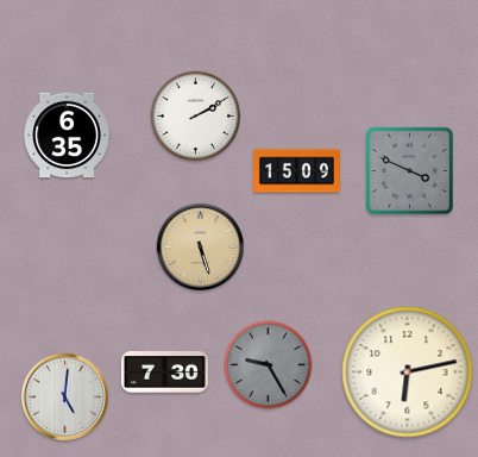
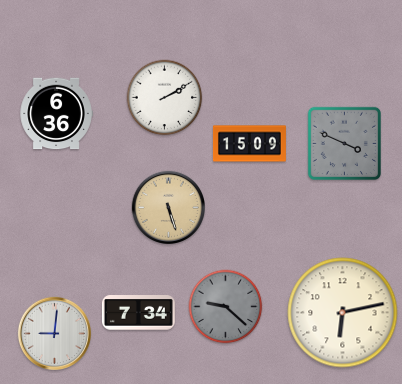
clock at (67, 136): 6:35 -> 6:36
clock at (269, 365): 9:25 -> 9:22
clock at (164, 373): 7:30 -> 7:34
clock at (64, 396): 5:01 -> 9:01
